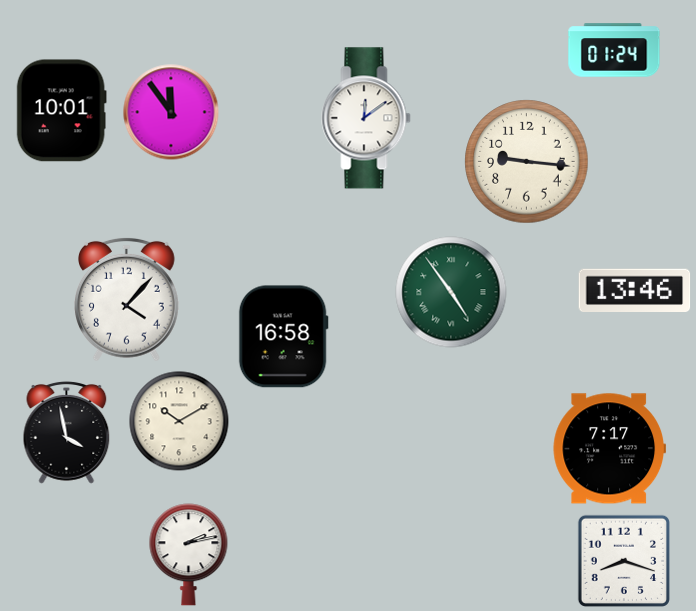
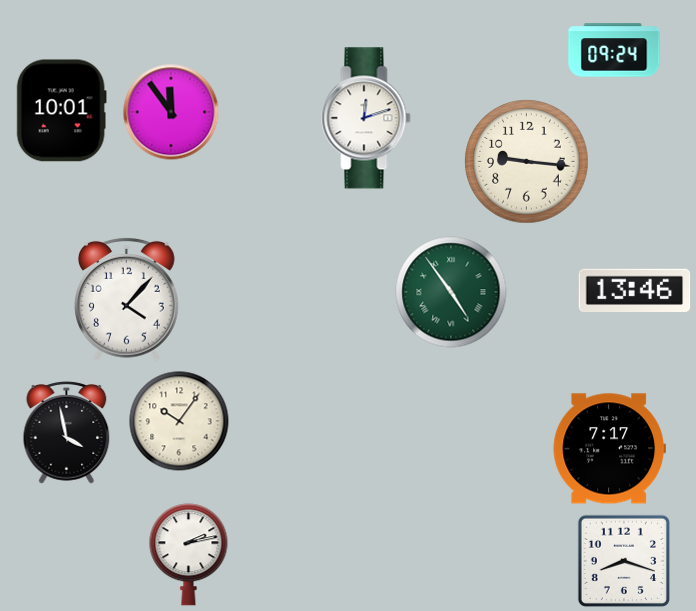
clock at (614, 50): 01:24 -> 09:24
clock at (366, 118): 12:09 -> 12:12
clock at (283, 337): 16:58 -> none
clock at (179, 421): 10:10 -> 10:06
